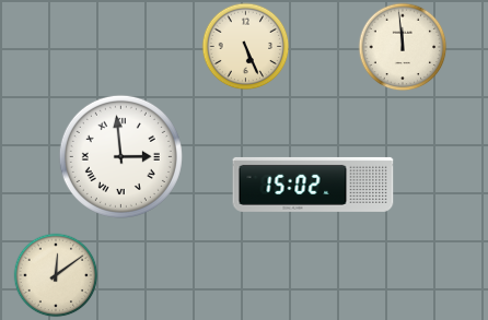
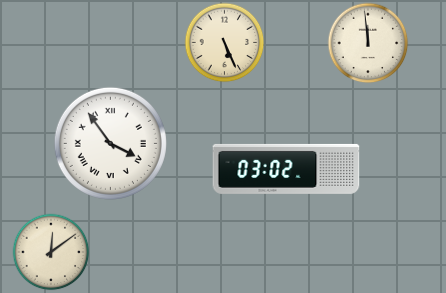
clock at (120, 156): 2:59 -> 3:54
clock at (313, 185): 15:02 -> 03:02
